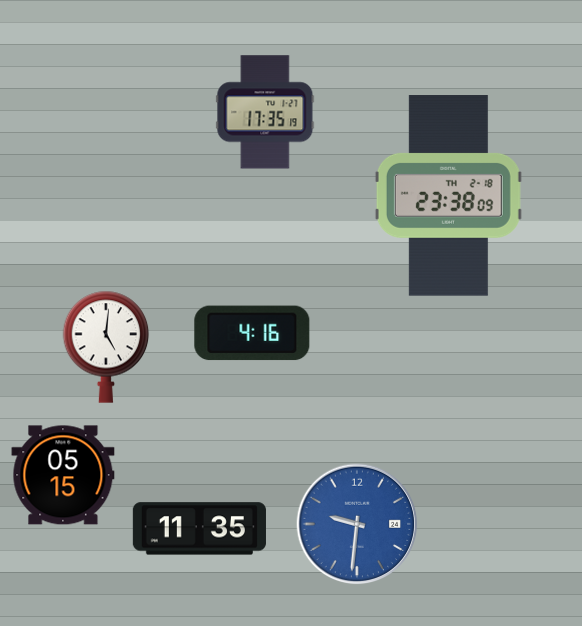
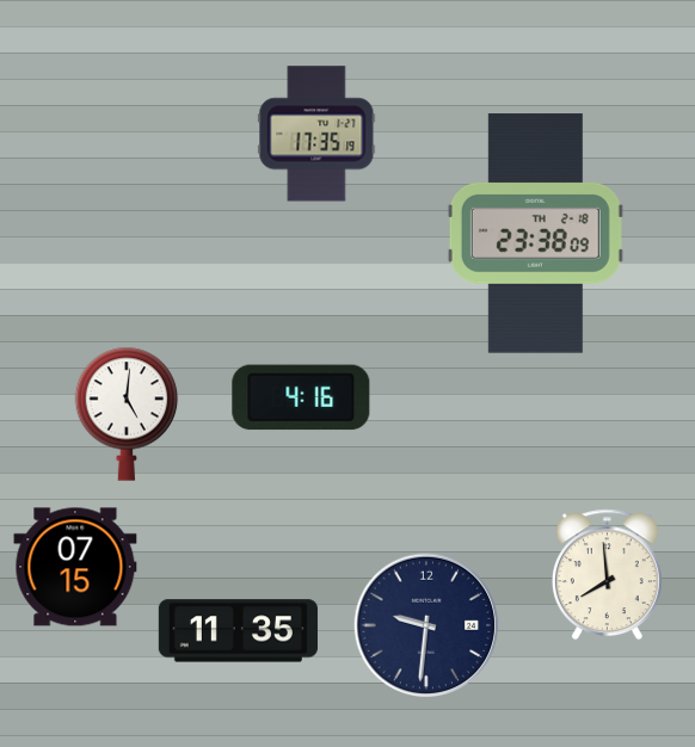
clock at (63, 475): 05:15 -> 07:15
clock at (607, 575): none -> 7:59
clock at (357, 524) dial: blue -> navy
